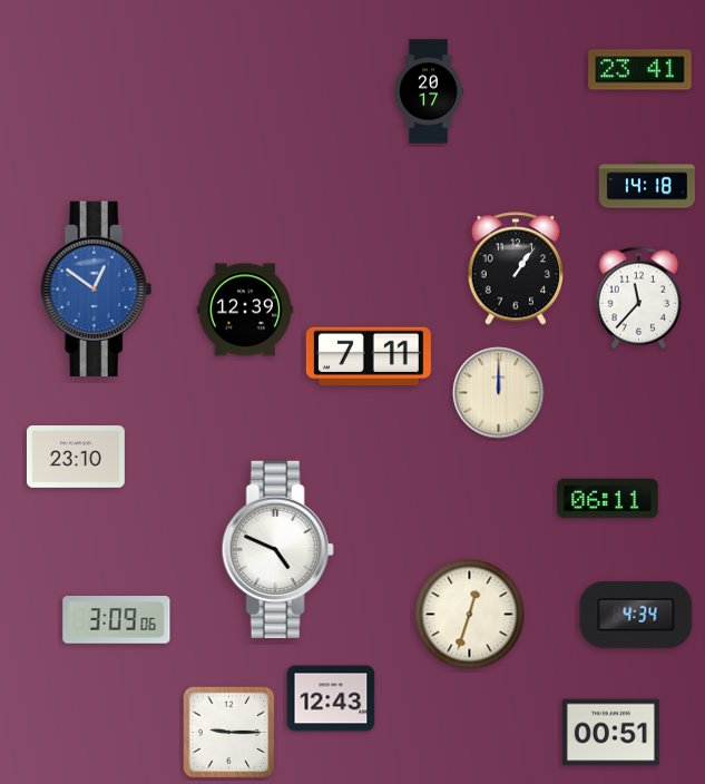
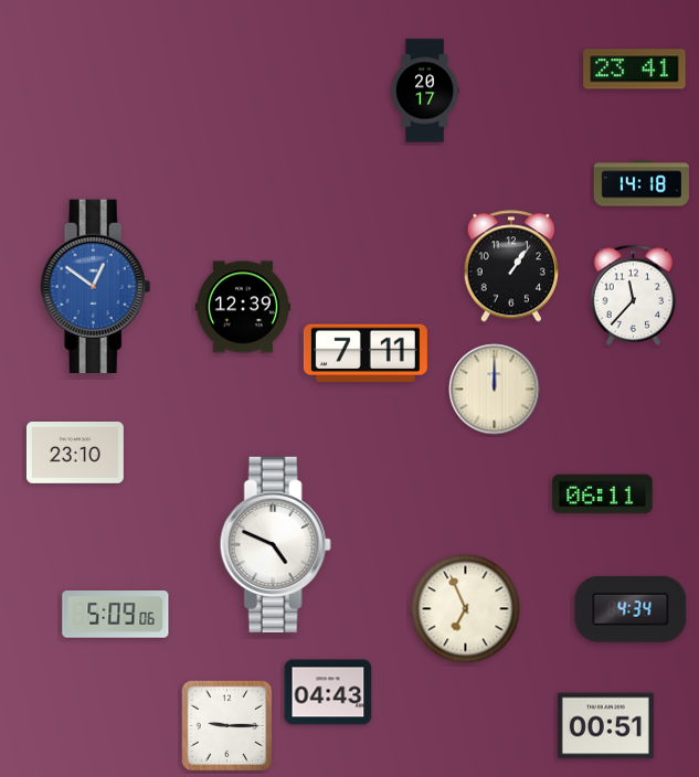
clock at (470, 615): 12:33 -> 6:56
clock at (117, 620): 3:09 -> 5:09
clock at (331, 698): 12:43 -> 04:43
